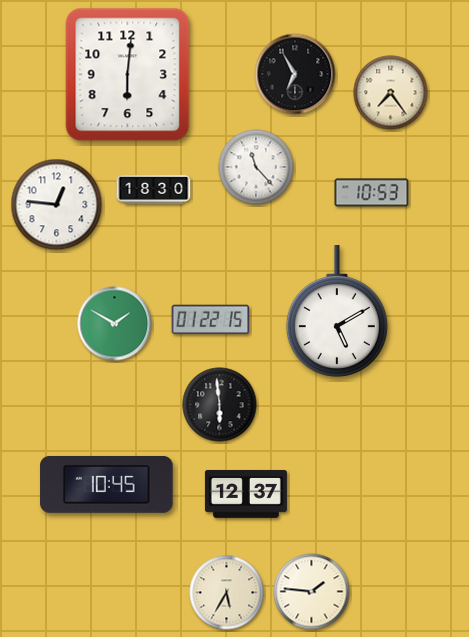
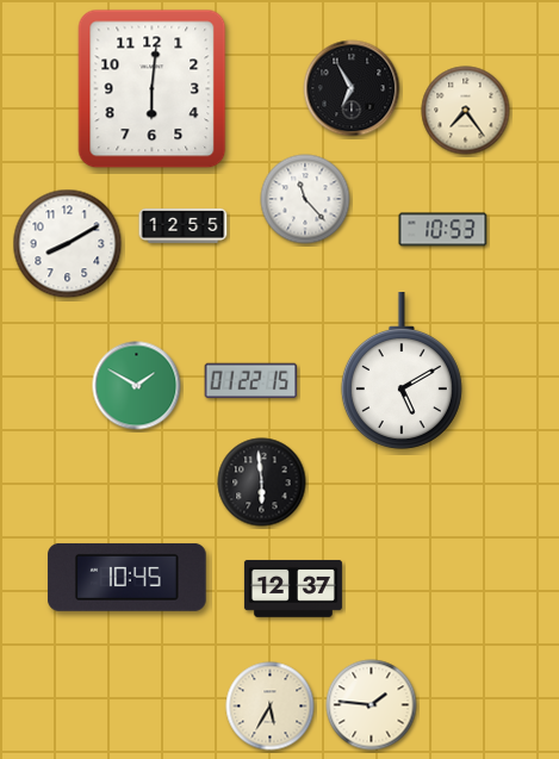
clock at (154, 189): 18:30 -> 12:55
clock at (57, 205): 12:46 -> 8:10
